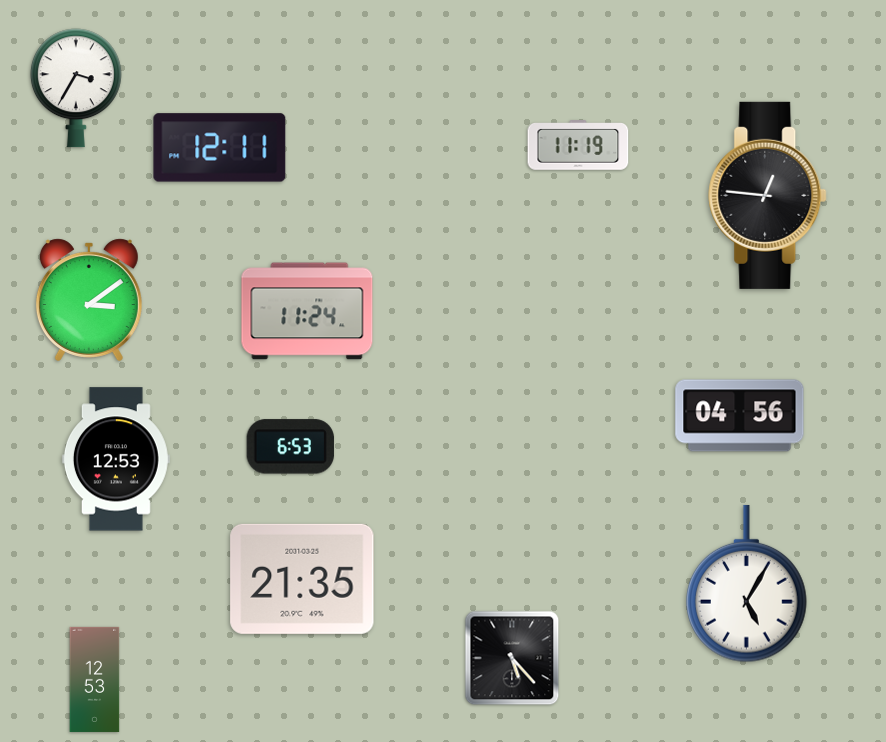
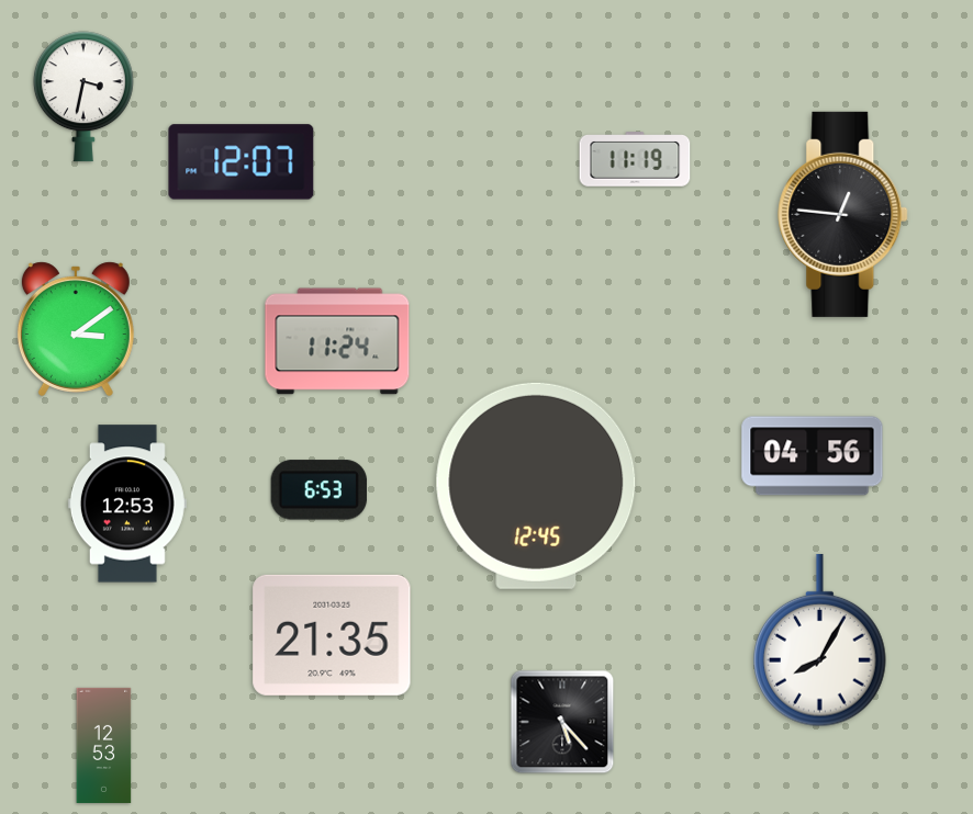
clock at (76, 88): 3:35 -> 3:32
clock at (220, 148): 12:11 -> 12:07
clock at (89, 300) position: (89, 300) -> (76, 329)
clock at (536, 486): none -> 12:45
clock at (747, 584): 5:05 -> 8:05
